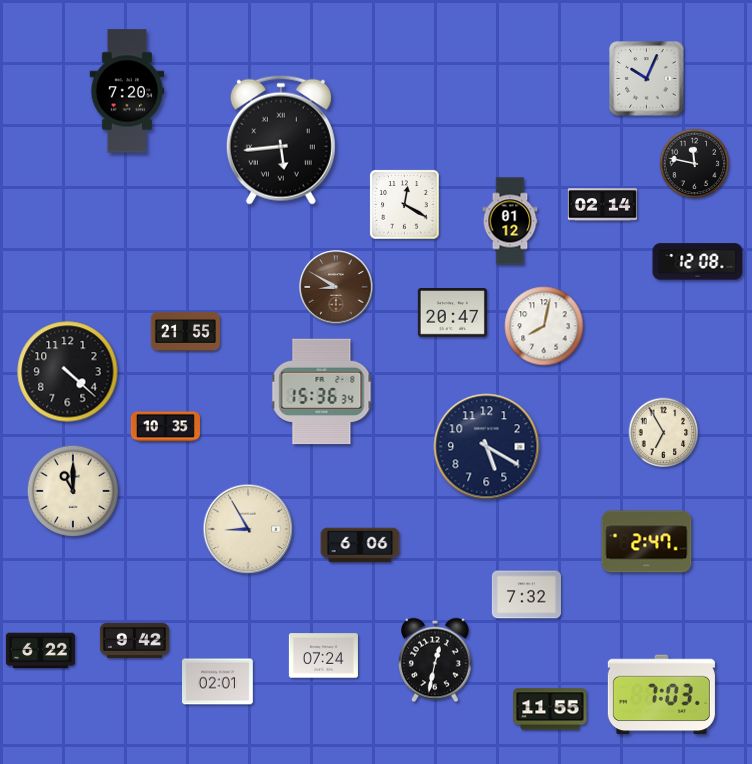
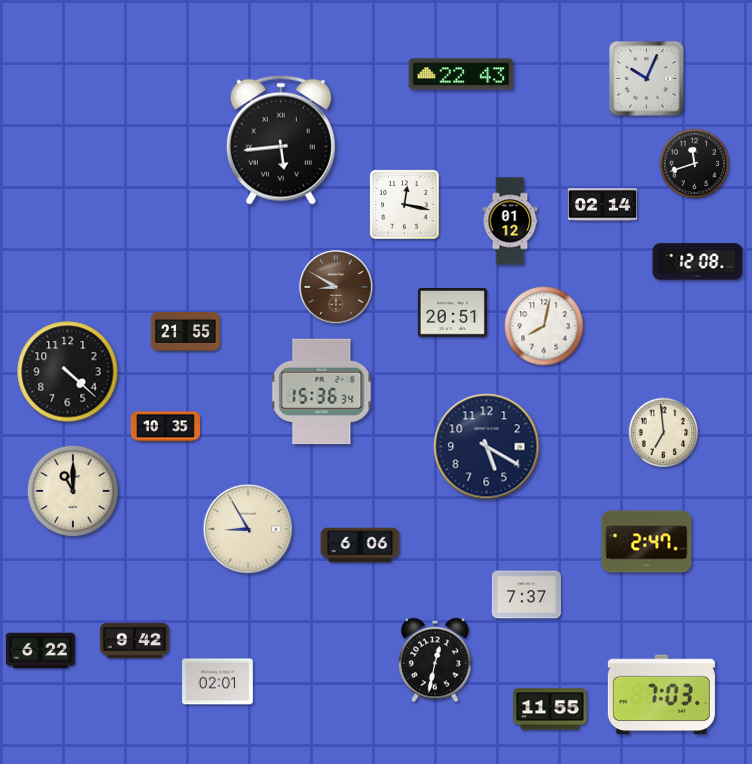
clock at (461, 74): none -> 22:43
clock at (127, 91): 7:20 -> none
clock at (695, 164): 11:47 -> 11:42
clock at (405, 205): 12:20 -> 12:17
clock at (452, 313): 20:47 -> 20:51
clock at (664, 433): 6:55 -> 6:59
clock at (526, 595): 7:32 -> 7:37
clock at (323, 656): 07:24 -> none
